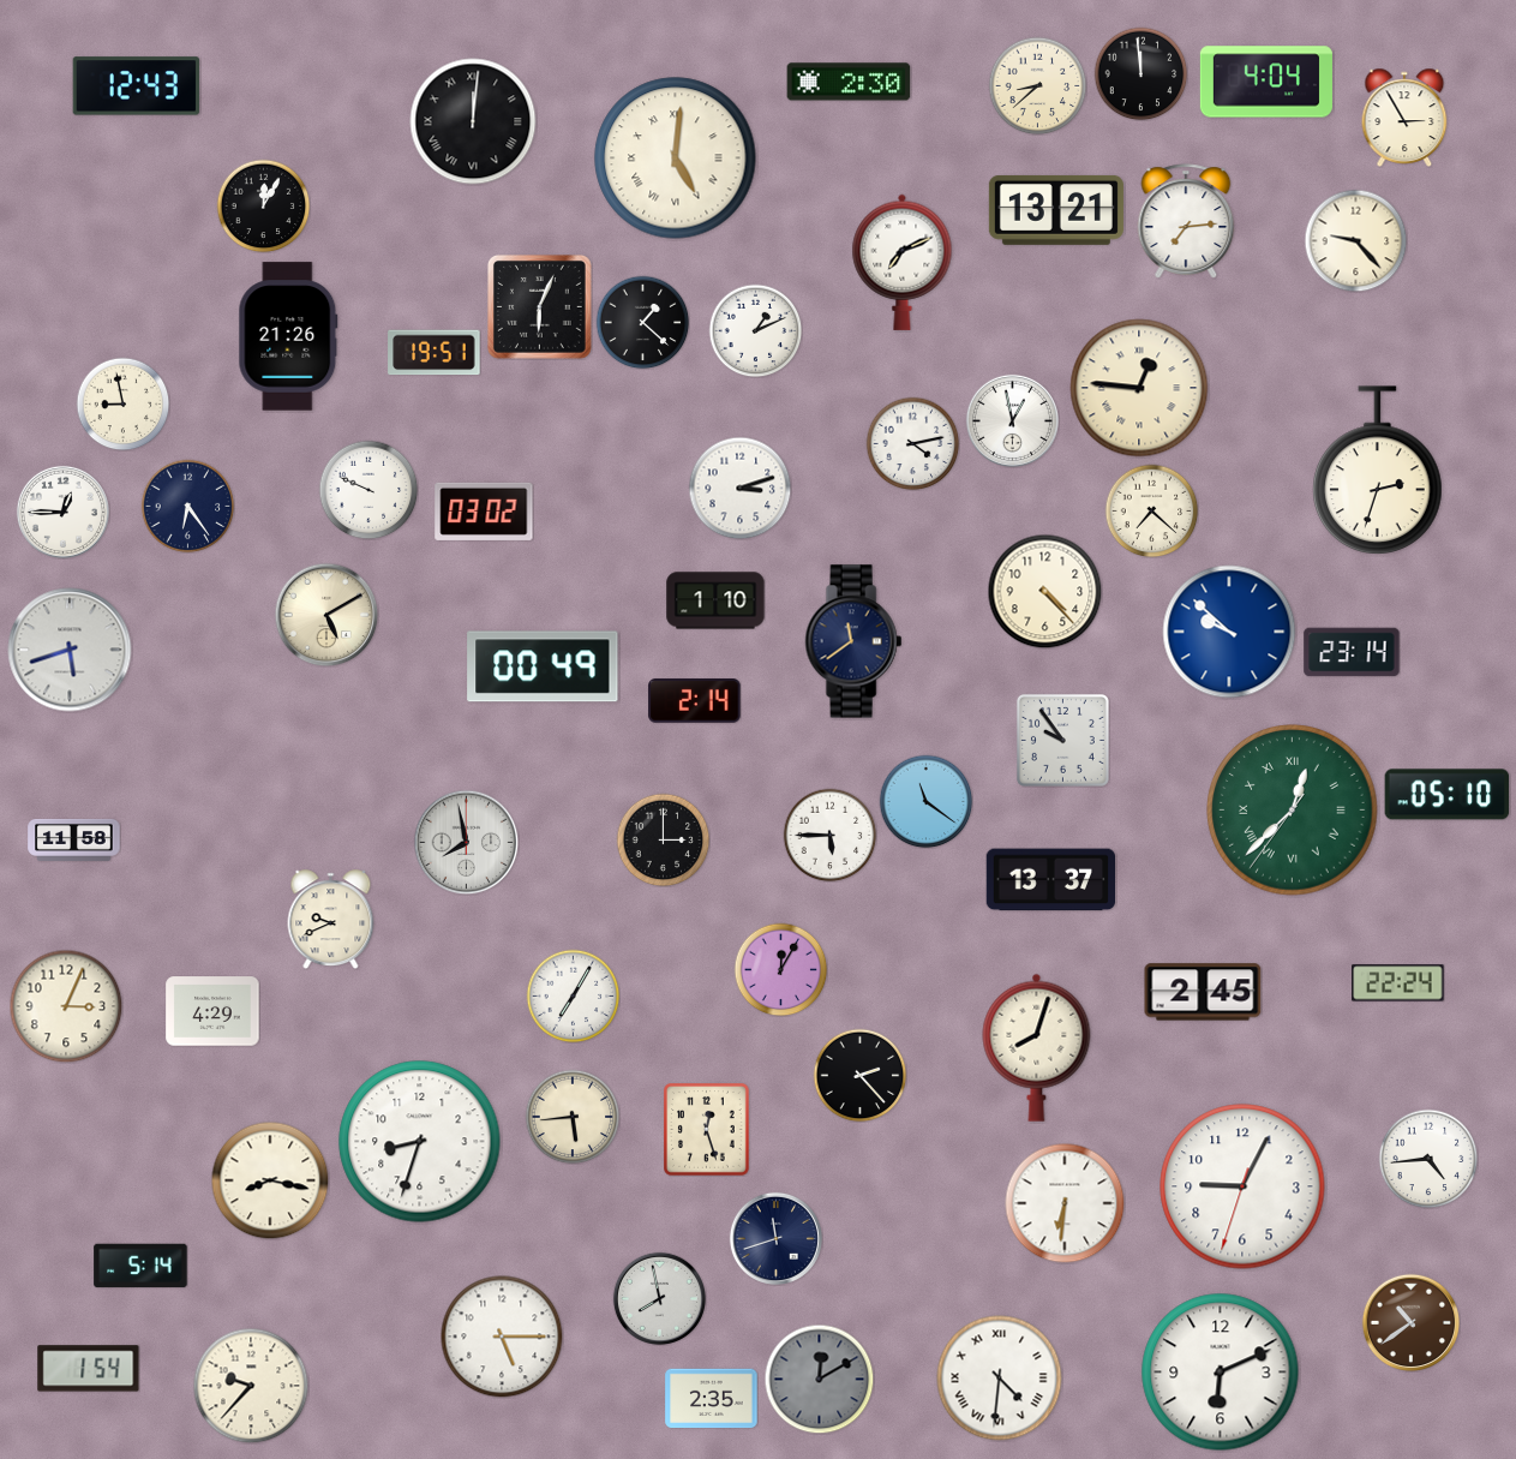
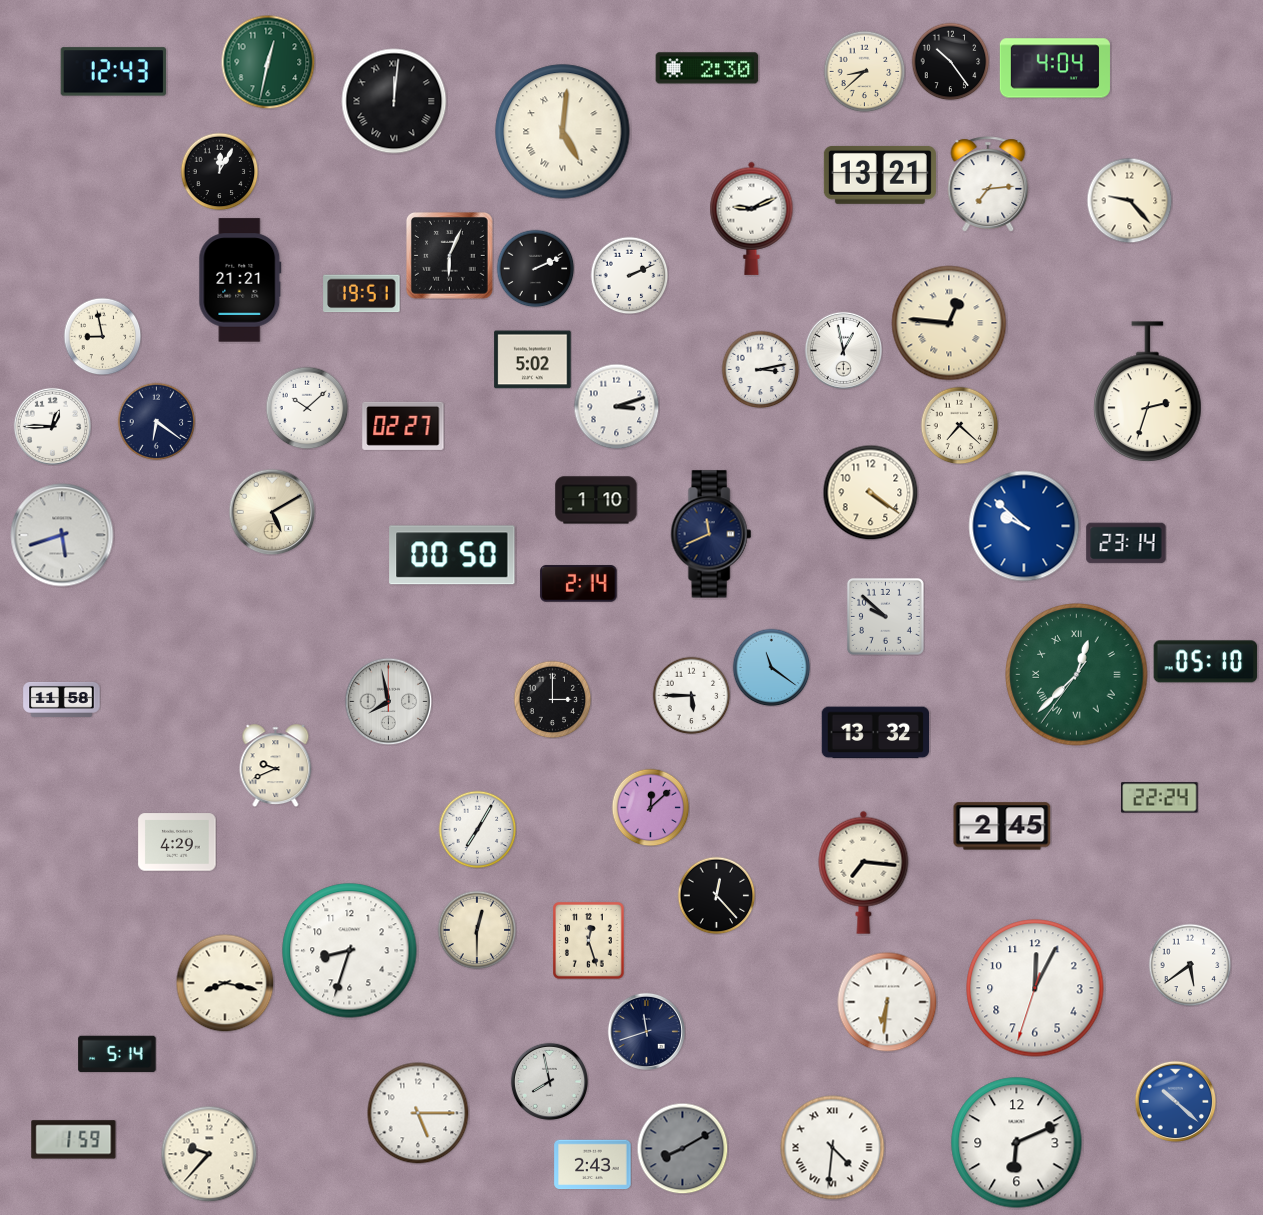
clock at (1140, 73): 11:59 -> 10:24
clock at (268, 62): none -> 12:32
clock at (1404, 116): 2:55 -> none
clock at (903, 262): 7:11 -> 9:11
clock at (642, 322): 1:22 -> 2:11
clock at (755, 330): 1:11 -> 2:11
clock at (288, 336): 21:26 -> 21:21
clock at (533, 360): none -> 5:02
clock at (912, 443): 4:13 -> 3:13
clock at (368, 490): 9:49 -> 10:08
clock at (187, 506): 6:24 -> 6:21
clock at (484, 512): 03:02 -> 02:27
clock at (1044, 591): 4:23 -> 4:21
clock at (853, 641): 11:39 -> 11:41
clock at (70, 650) position: (70, 650) -> (62, 535)
clock at (543, 666): 00:49 -> 00:50
clock at (1062, 740): 9:54 -> 9:52
clock at (1051, 880): 13:37 -> 13:32
clock at (780, 969): 12:05 -> 12:08
clock at (1398, 983) position: (1398, 983) -> (1160, 798)
clock at (66, 1006): 3:04 -> none
clock at (1037, 1047): 8:03 -> 7:16
clock at (859, 1075): 2:23 -> 12:23
clock at (573, 1117): 5:44 -> 12:30
clock at (1428, 1159): 4:44 -> 5:39
clock at (1242, 1186): 9:04 -> 12:04
clock at (1410, 1322): 10:39 -> 10:22
clock at (1410, 1322) dial: brown -> blue
clock at (89, 1369): 1:54 -> 1:59
clock at (819, 1379): 12:10 -> 8:10
clock at (712, 1399): 2:35 -> 2:43
